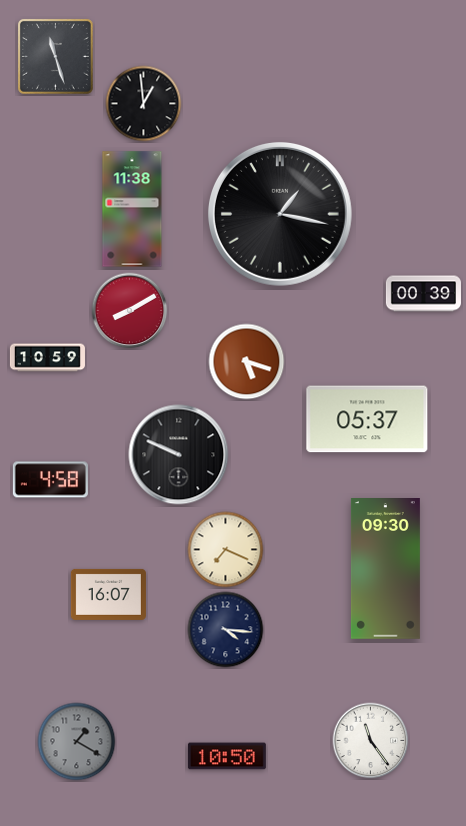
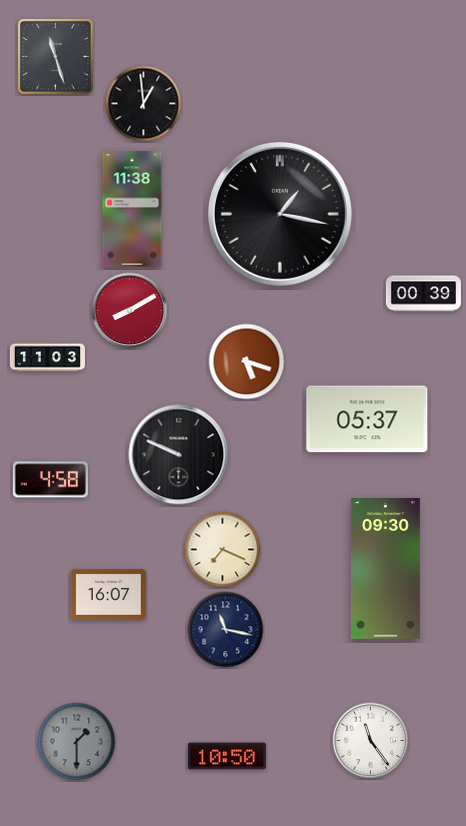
clock at (47, 358): 10:59 -> 11:03
clock at (226, 550) position: (226, 550) -> (223, 550)
clock at (226, 630): 4:16 -> 11:17
clock at (77, 742): 1:20 -> 1:30
